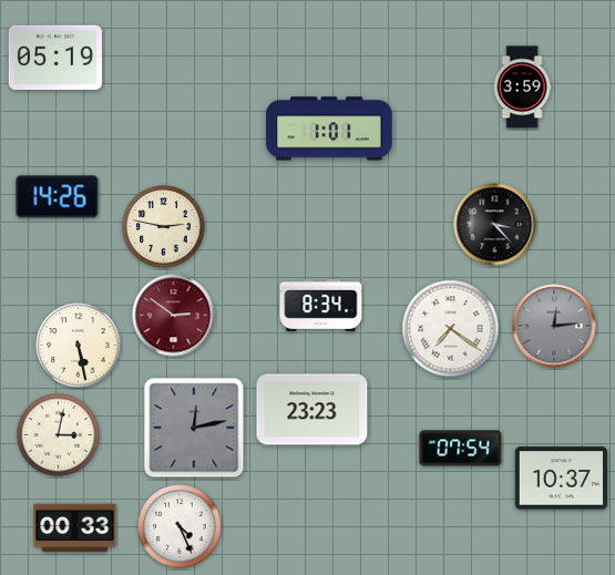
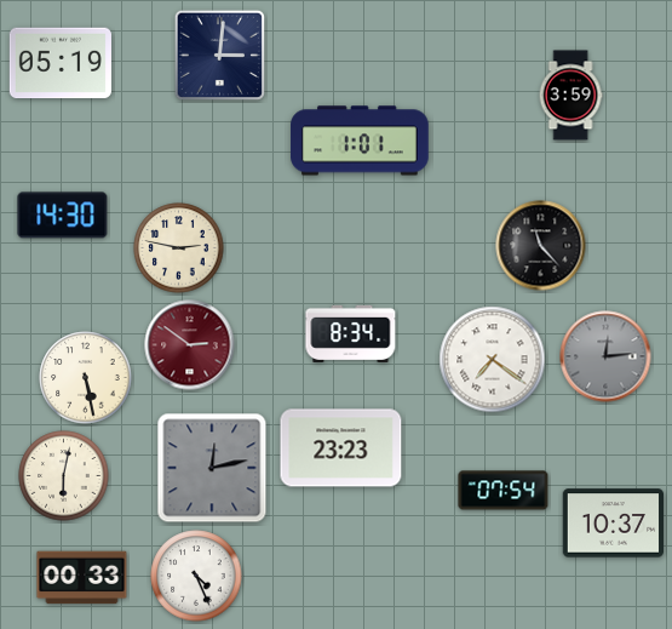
clock at (219, 55): none -> 3:01
clock at (58, 197): 14:26 -> 14:30
clock at (495, 225): 3:23 -> 11:23
clock at (59, 435): 3:02 -> 6:02
